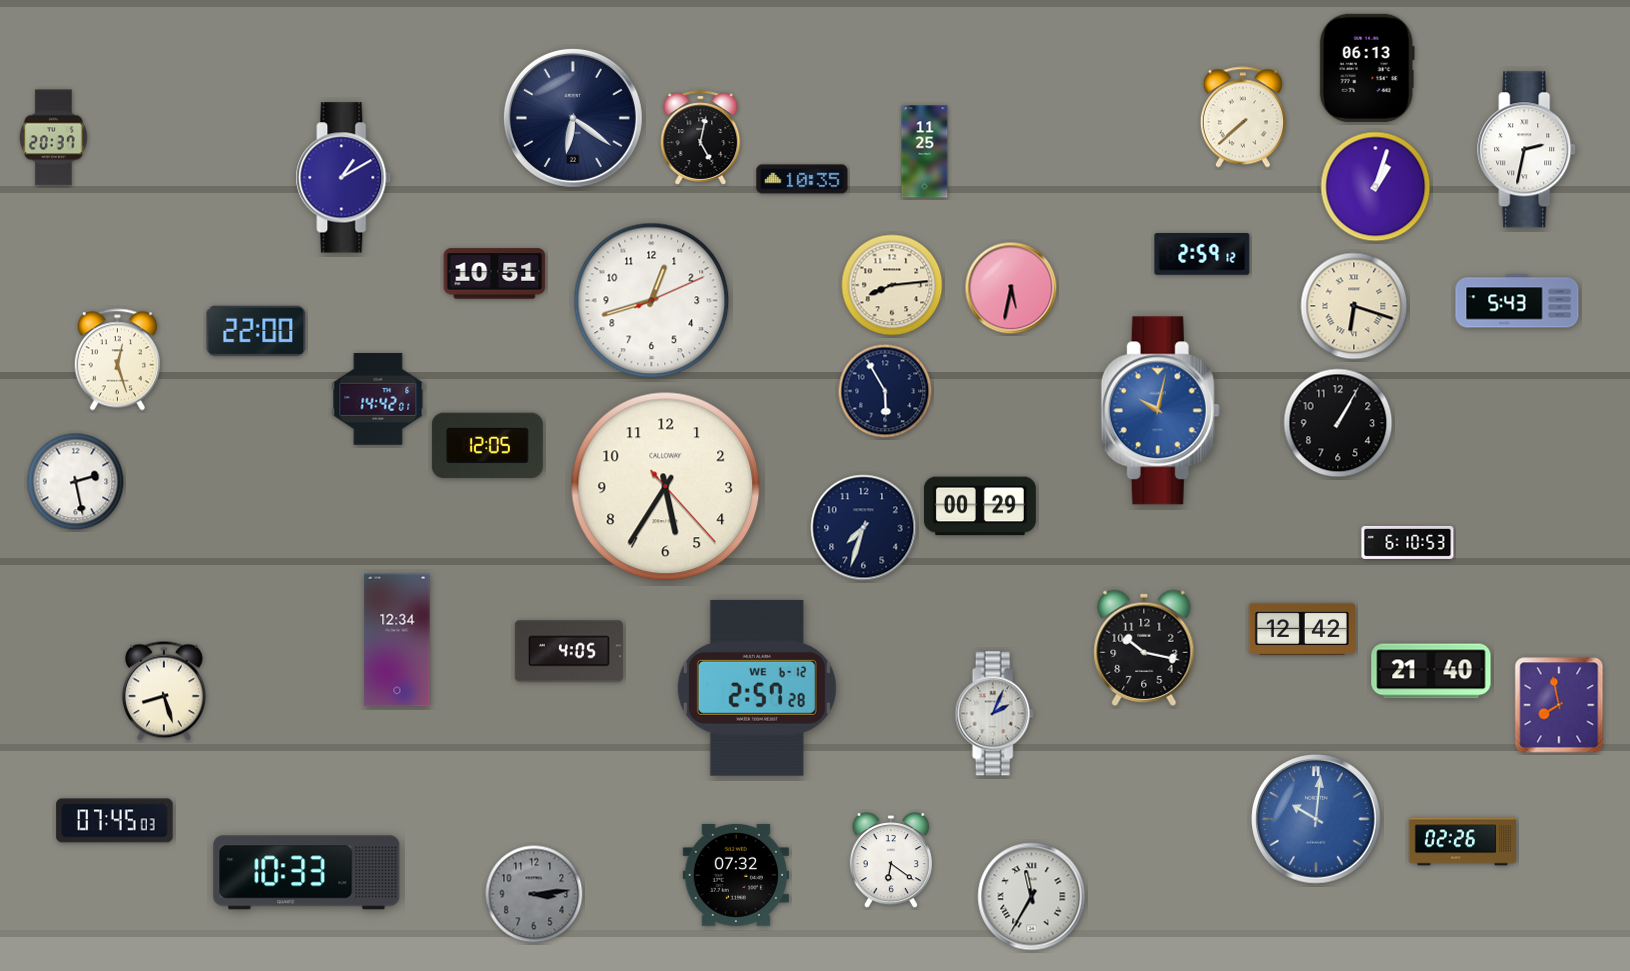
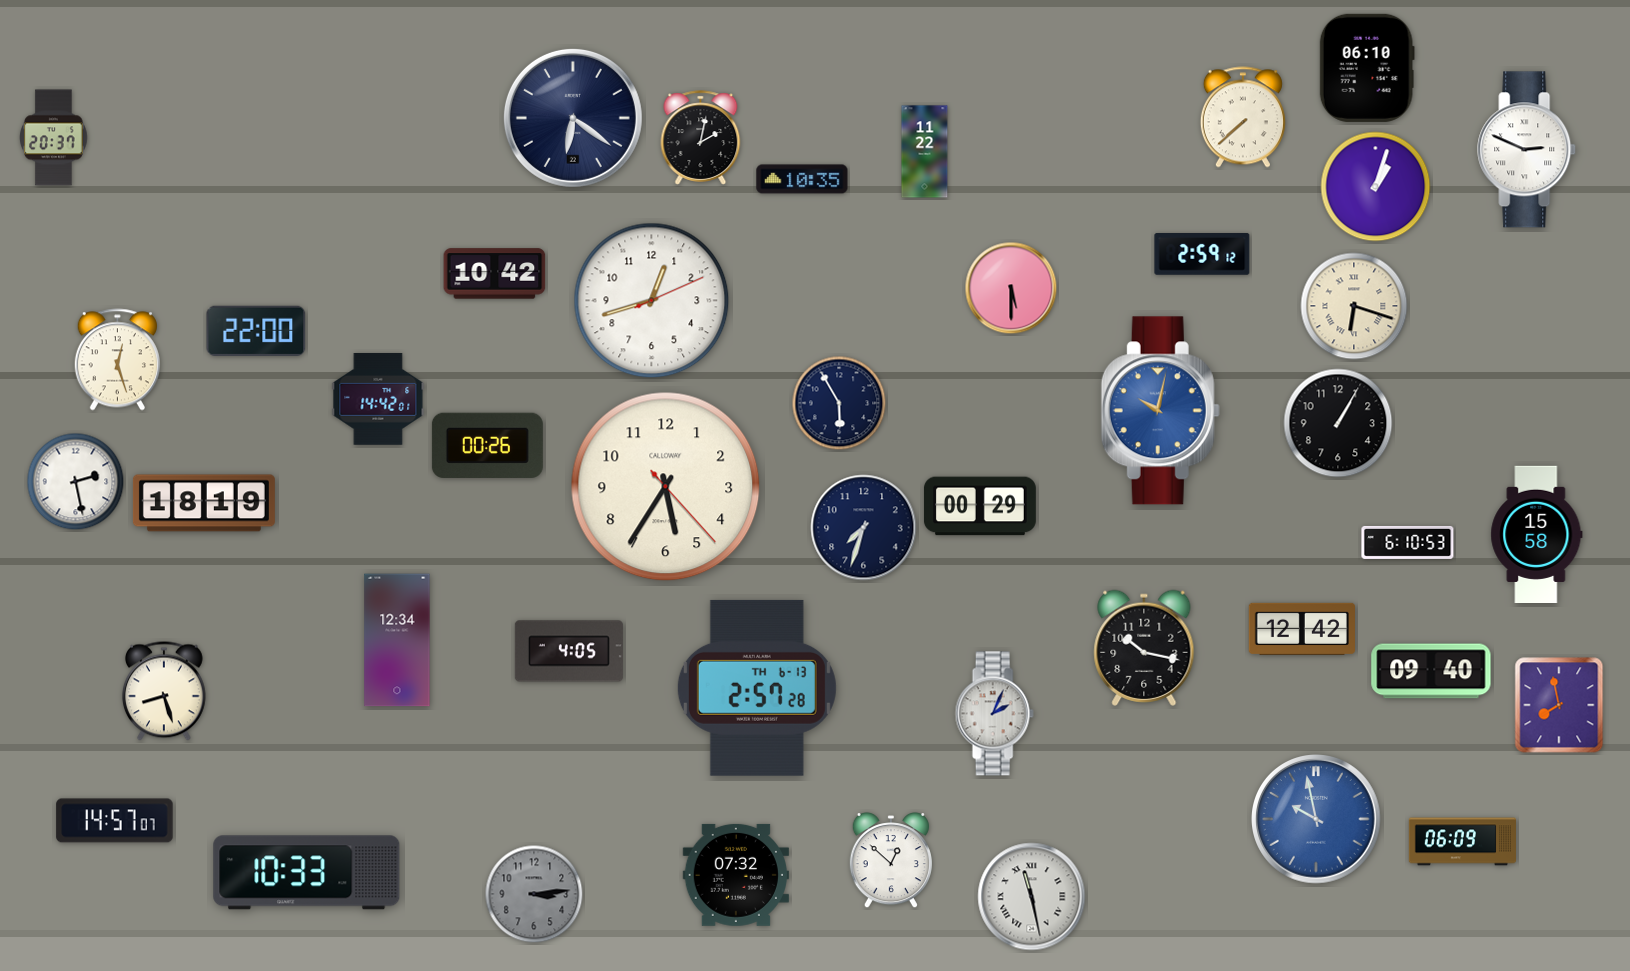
clock at (1367, 68): 06:13 -> 06:10
clock at (701, 138): 5:02 -> 2:02
clock at (1527, 150): 2:32 -> 2:49
clock at (925, 152): 11:25 -> 11:22
clock at (344, 178): 1:10 -> none
clock at (495, 274): 10:51 -> 10:42
clock at (892, 285): 8:14 -> none
clock at (1011, 288): 5:32 -> 5:30
clock at (1517, 301): 5:43 -> none
clock at (885, 391) position: (885, 391) -> (839, 403)
clock at (487, 445): 12:05 -> 00:26
clock at (204, 503): none -> 18:19
clock at (1537, 534): none -> 15:58
clock at (1431, 671): 21:40 -> 09:40
clock at (757, 688) date: WE 6-12 -> TH 6-13
clock at (1316, 819): 10:01 -> 9:58
clock at (115, 821): 07:45 -> 14:57
clock at (1462, 842): 02:26 -> 06:09
clock at (891, 861): 6:21 -> 12:52
clock at (1032, 897): 11:35 -> 11:28
